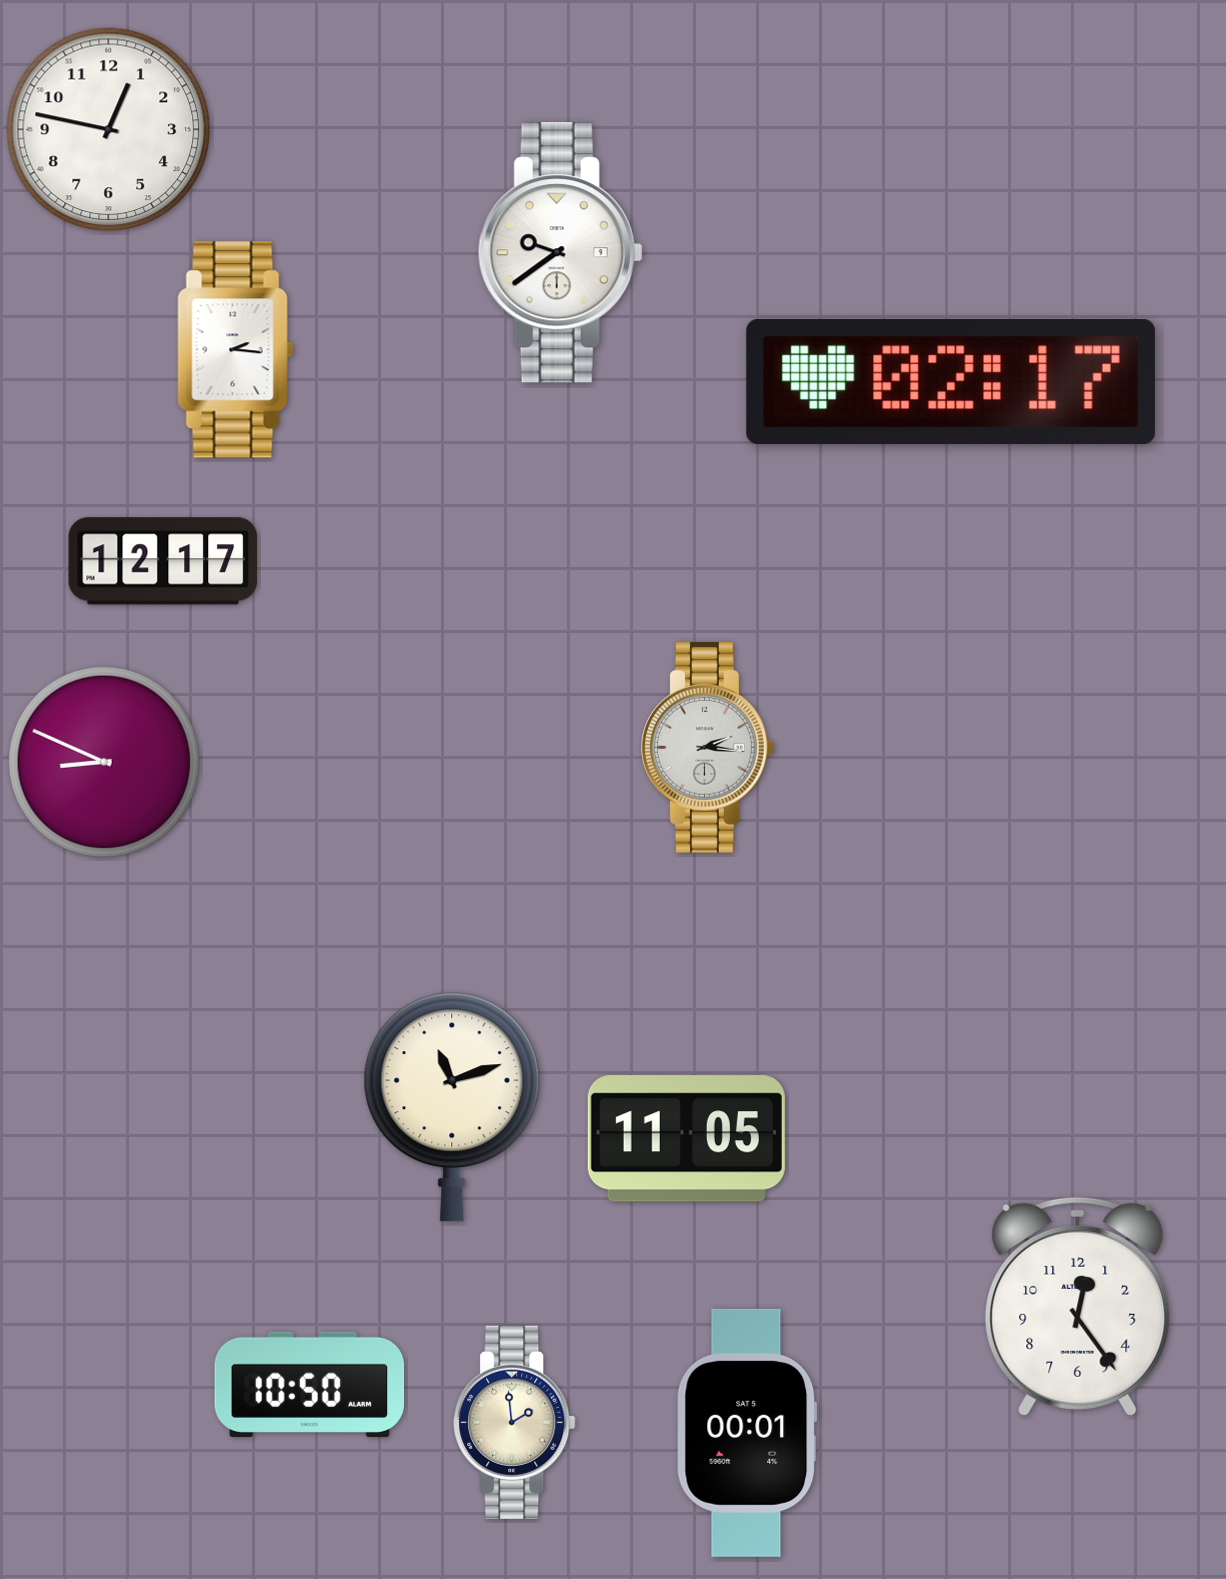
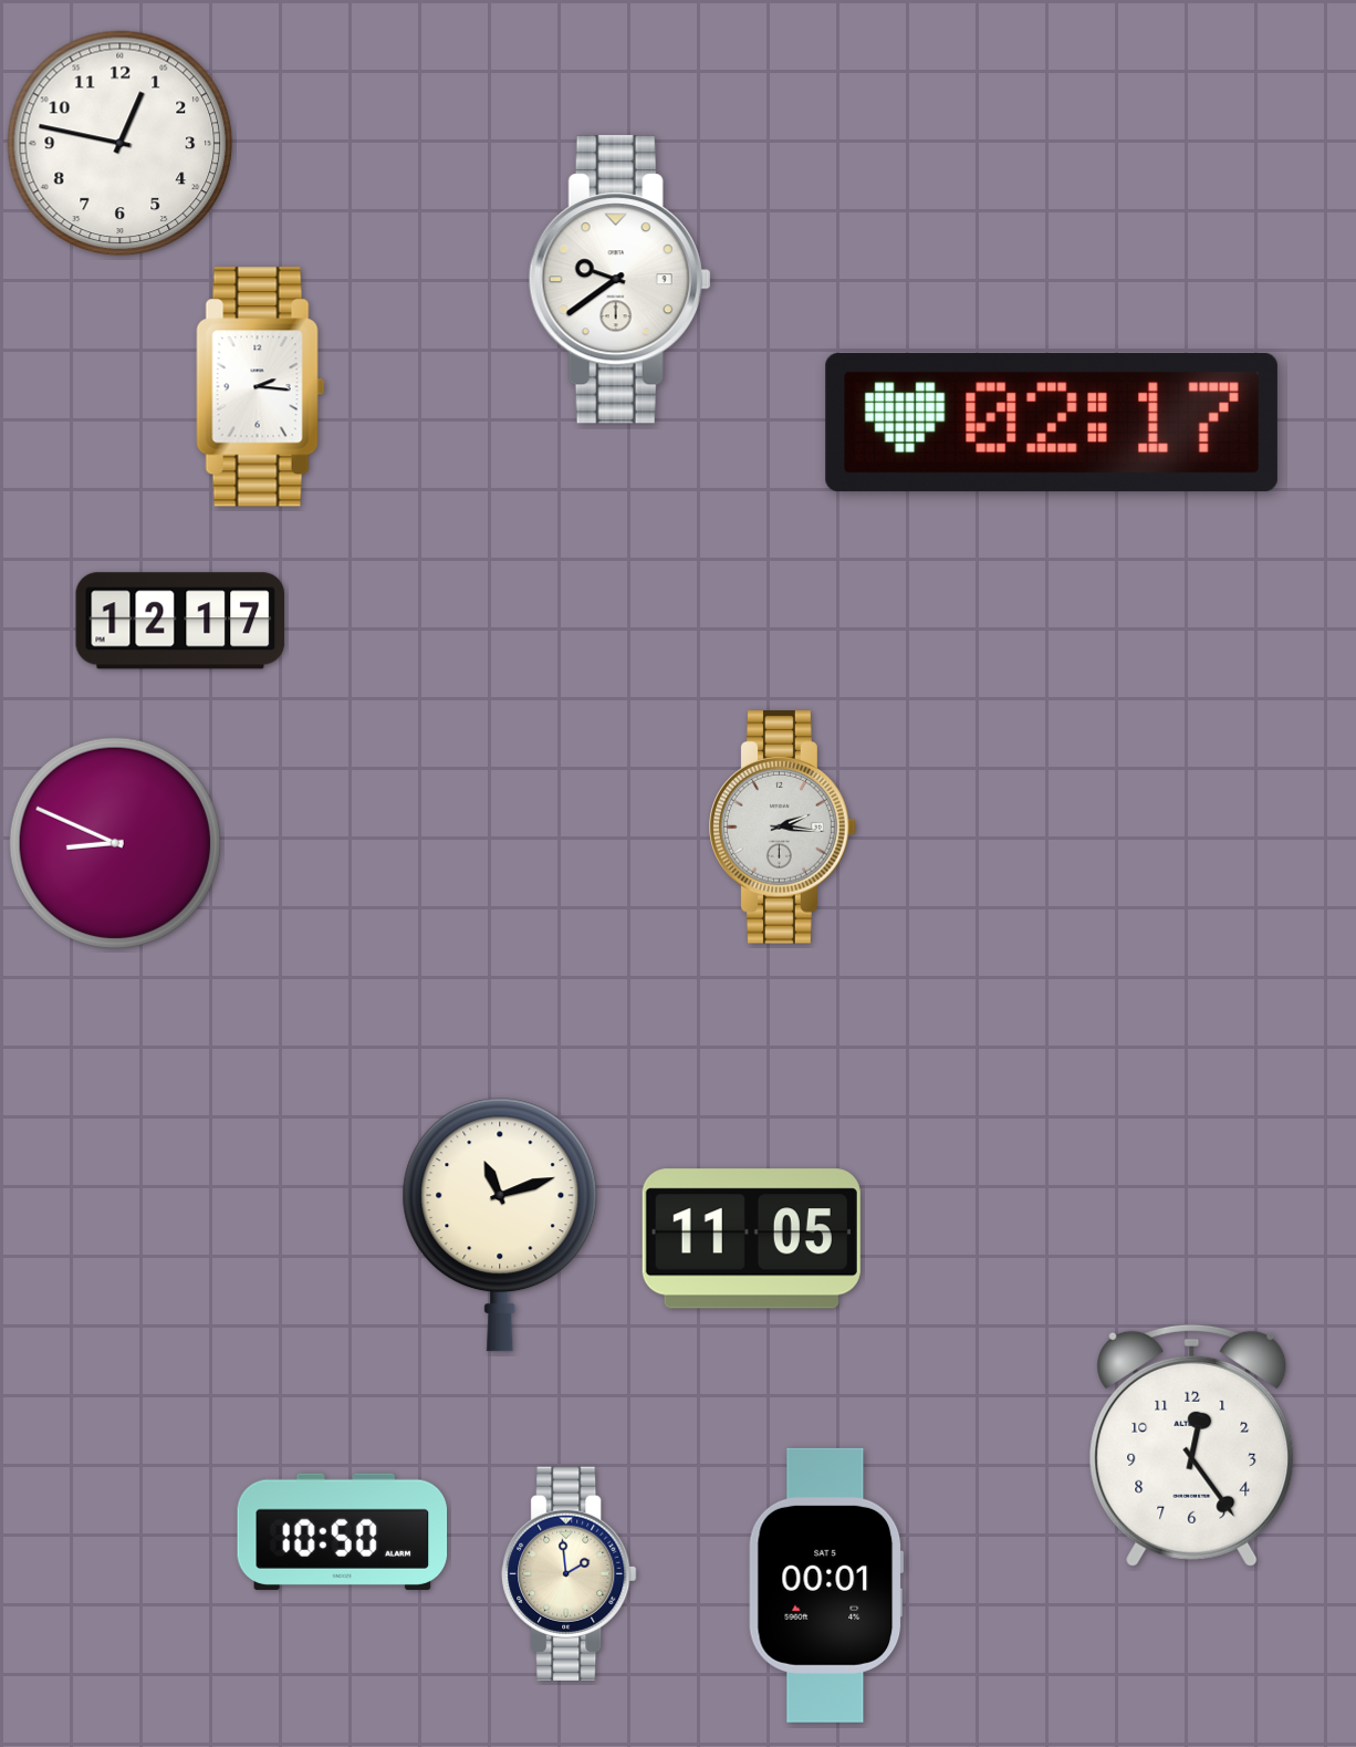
clock at (686, 1139) position: (686, 1139) -> (751, 1239)
